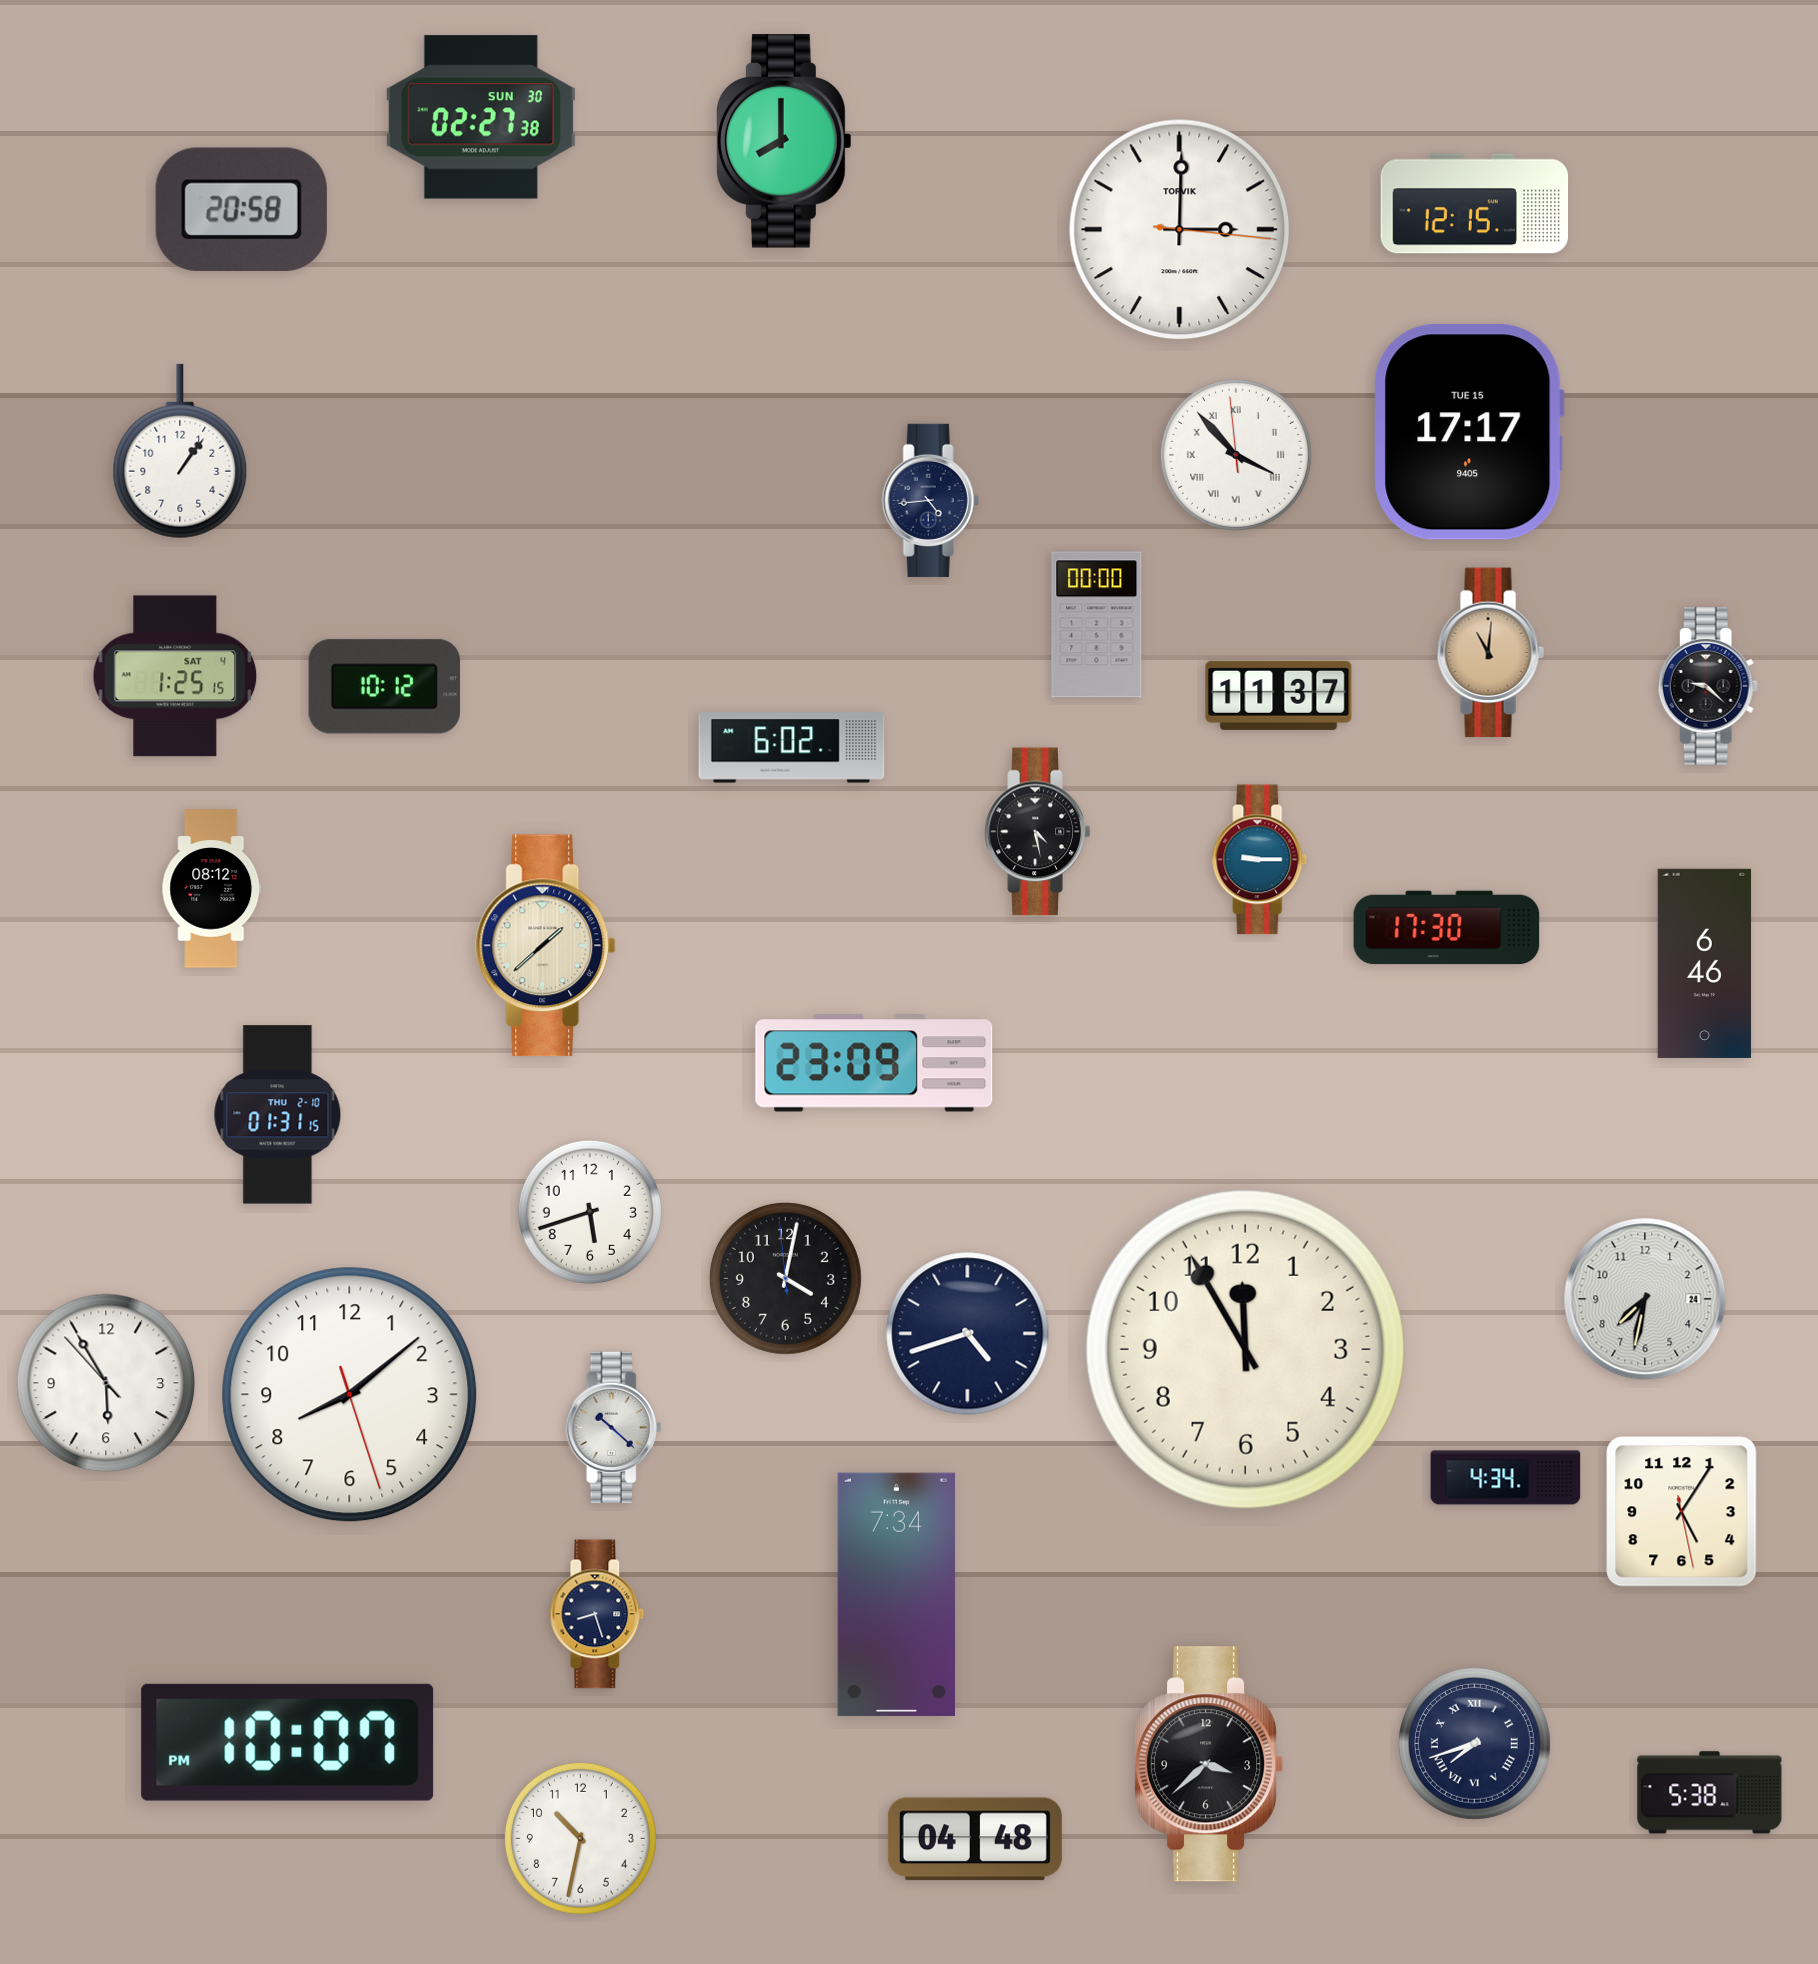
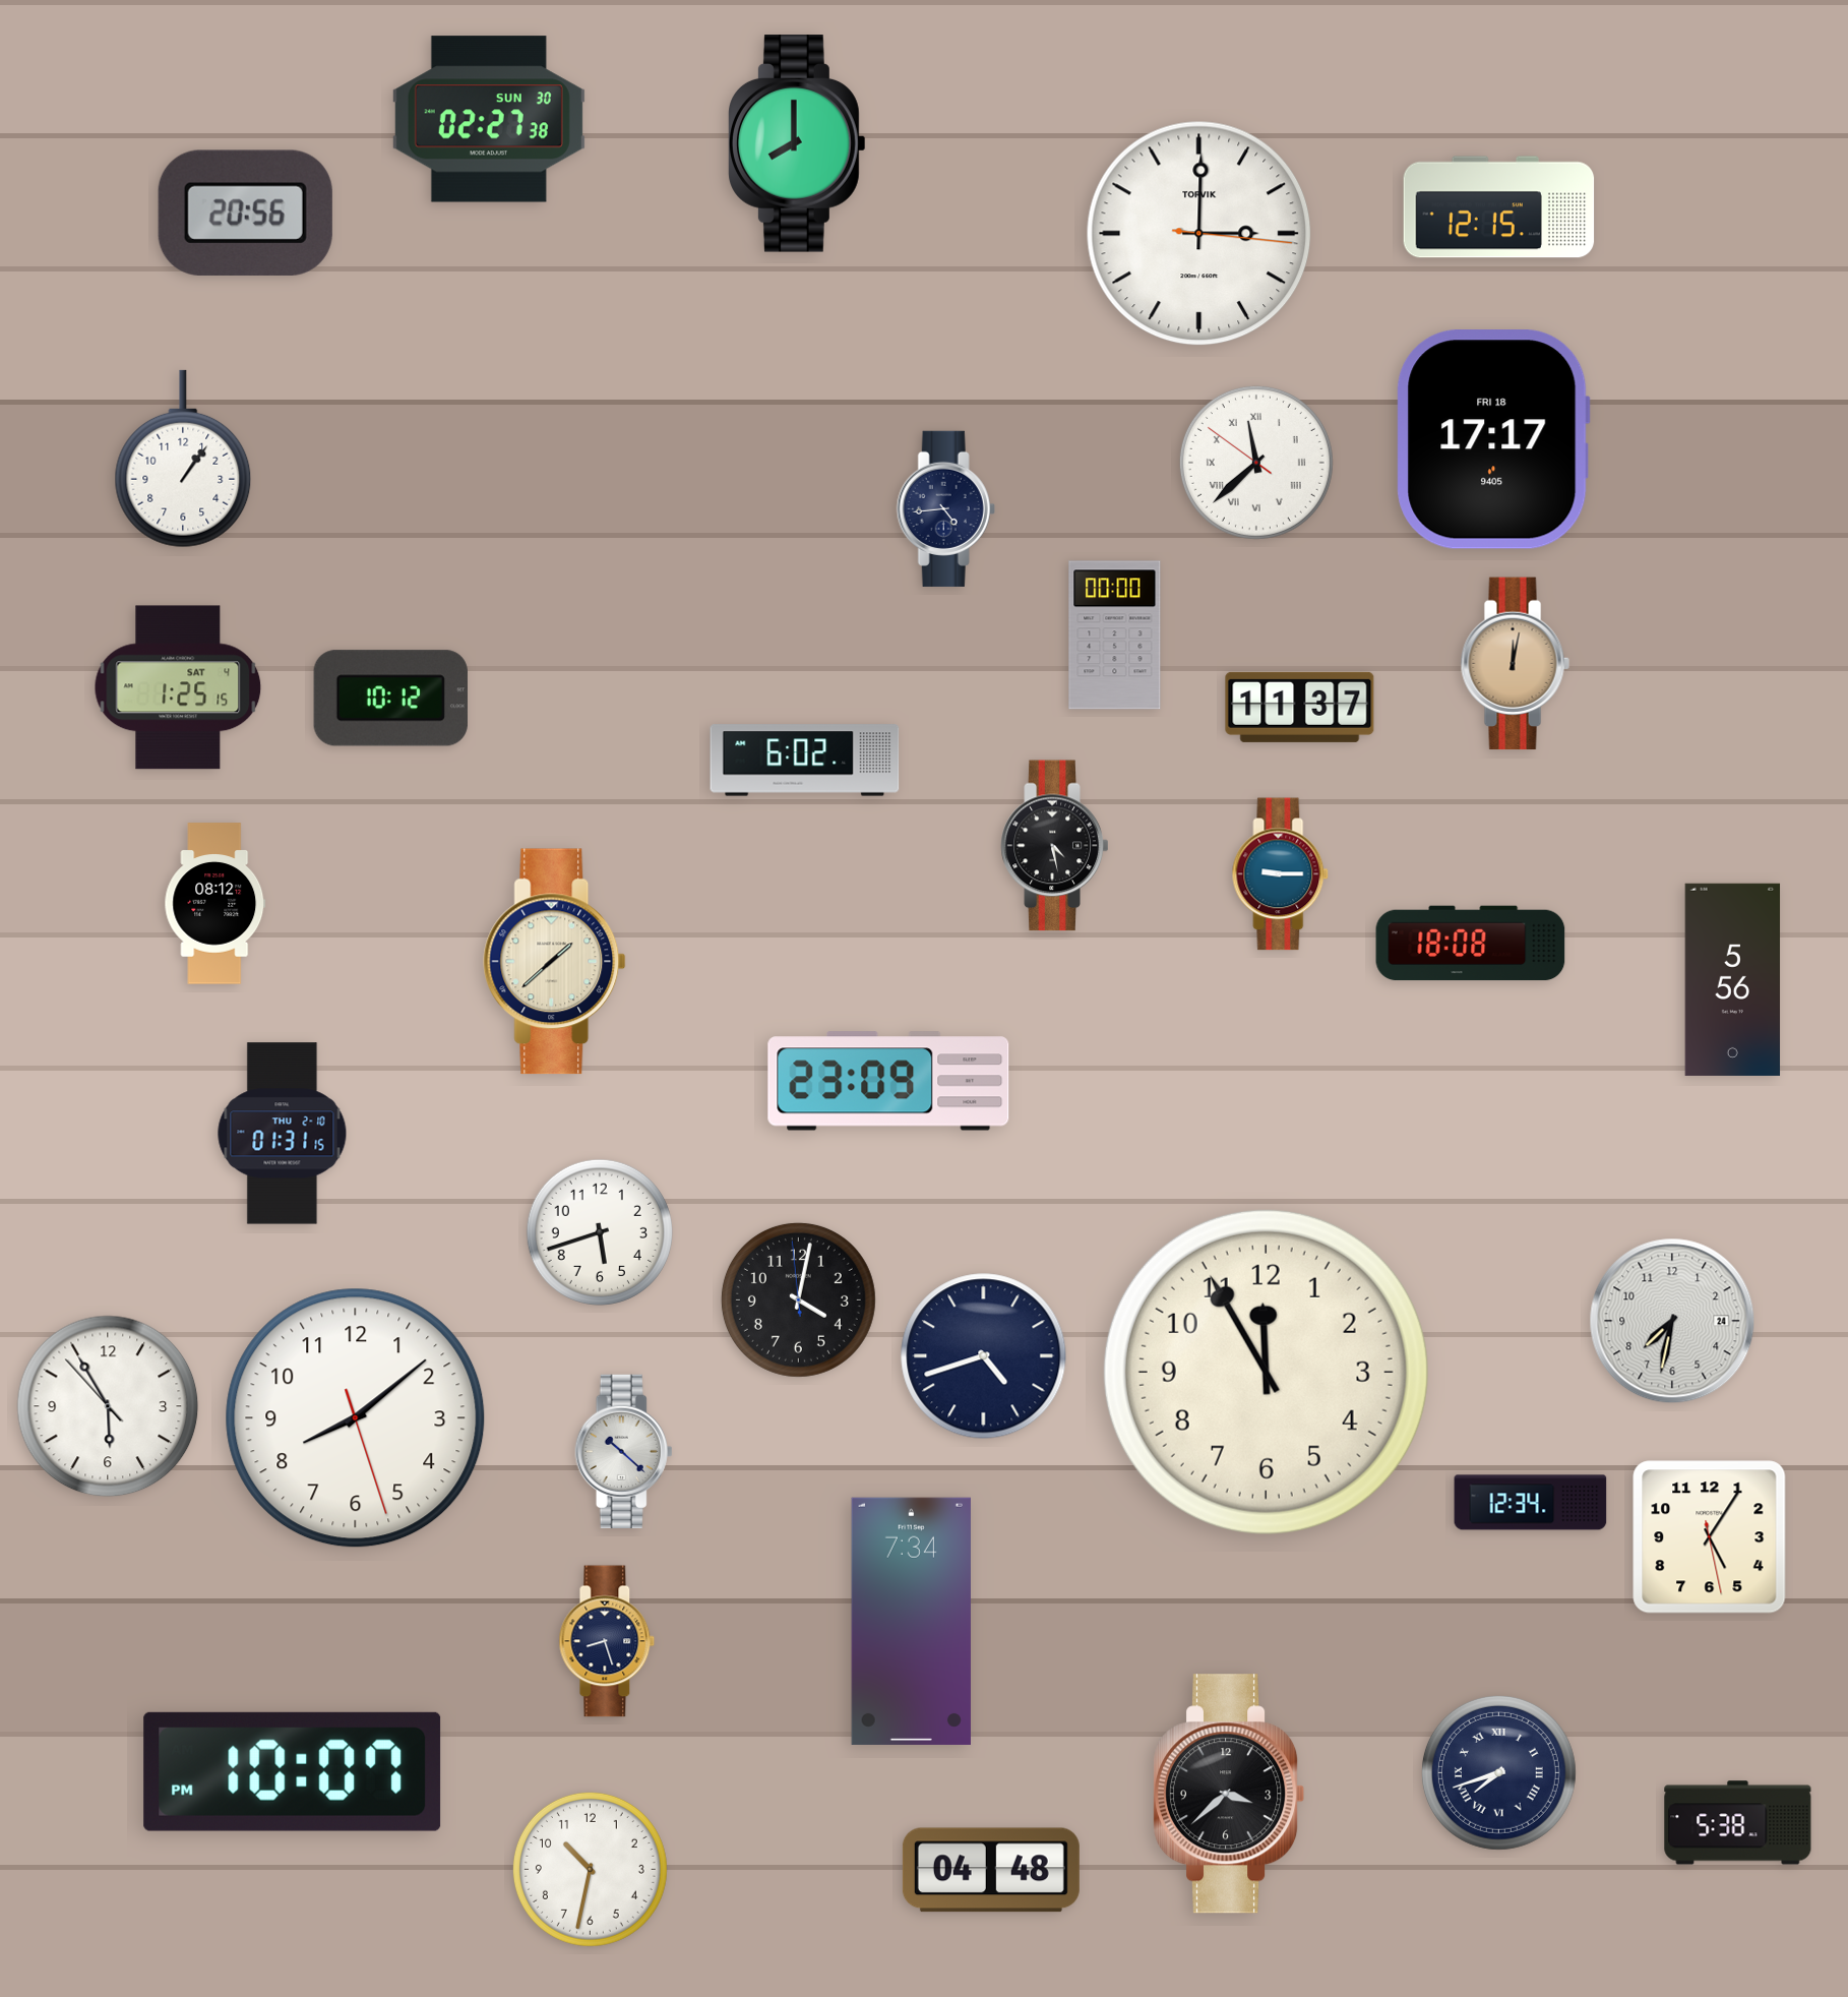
clock at (241, 209): 20:58 -> 20:56
clock at (1469, 432) date: TUE 15 -> FRI 18
clock at (1236, 455): 3:52 -> 11:37
clock at (1490, 653): 11:01 -> 12:02
clock at (1708, 687): 9:22 -> none
clock at (1447, 928): 17:30 -> 18:08
clock at (1705, 963): 6:46 -> 5:56
clock at (1506, 1478): 4:34 -> 12:34
